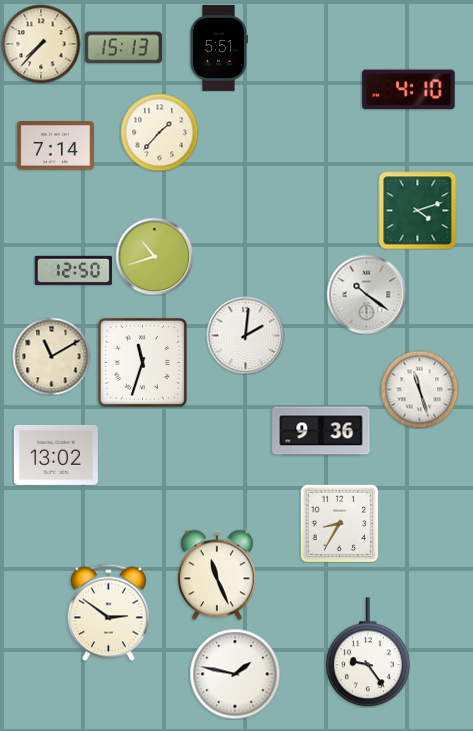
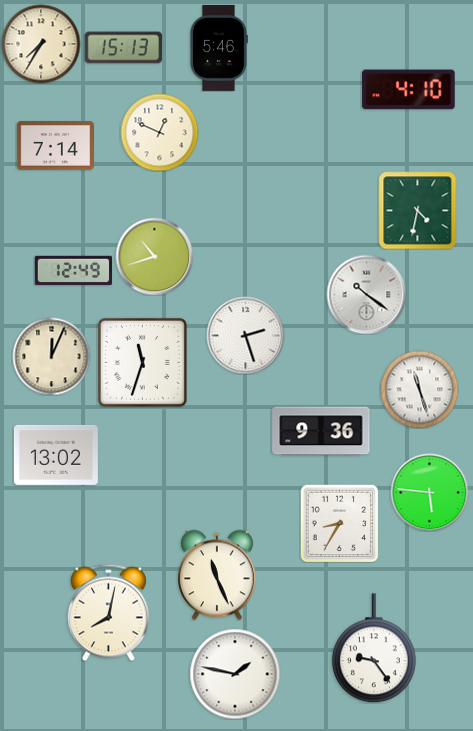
clock at (41, 44): 7:37 -> 7:35
clock at (219, 48): 5:51 -> 5:46
clock at (159, 132): 1:37 -> 12:49
clock at (417, 210): 4:12 -> 4:32
clock at (73, 271): 12:50 -> 12:49
clock at (245, 335): 2:01 -> 2:27
clock at (51, 356): 11:10 -> 12:04
clock at (429, 492): none -> 5:46
clock at (108, 612): 2:51 -> 8:02
clock at (368, 652) position: (368, 652) -> (374, 648)
